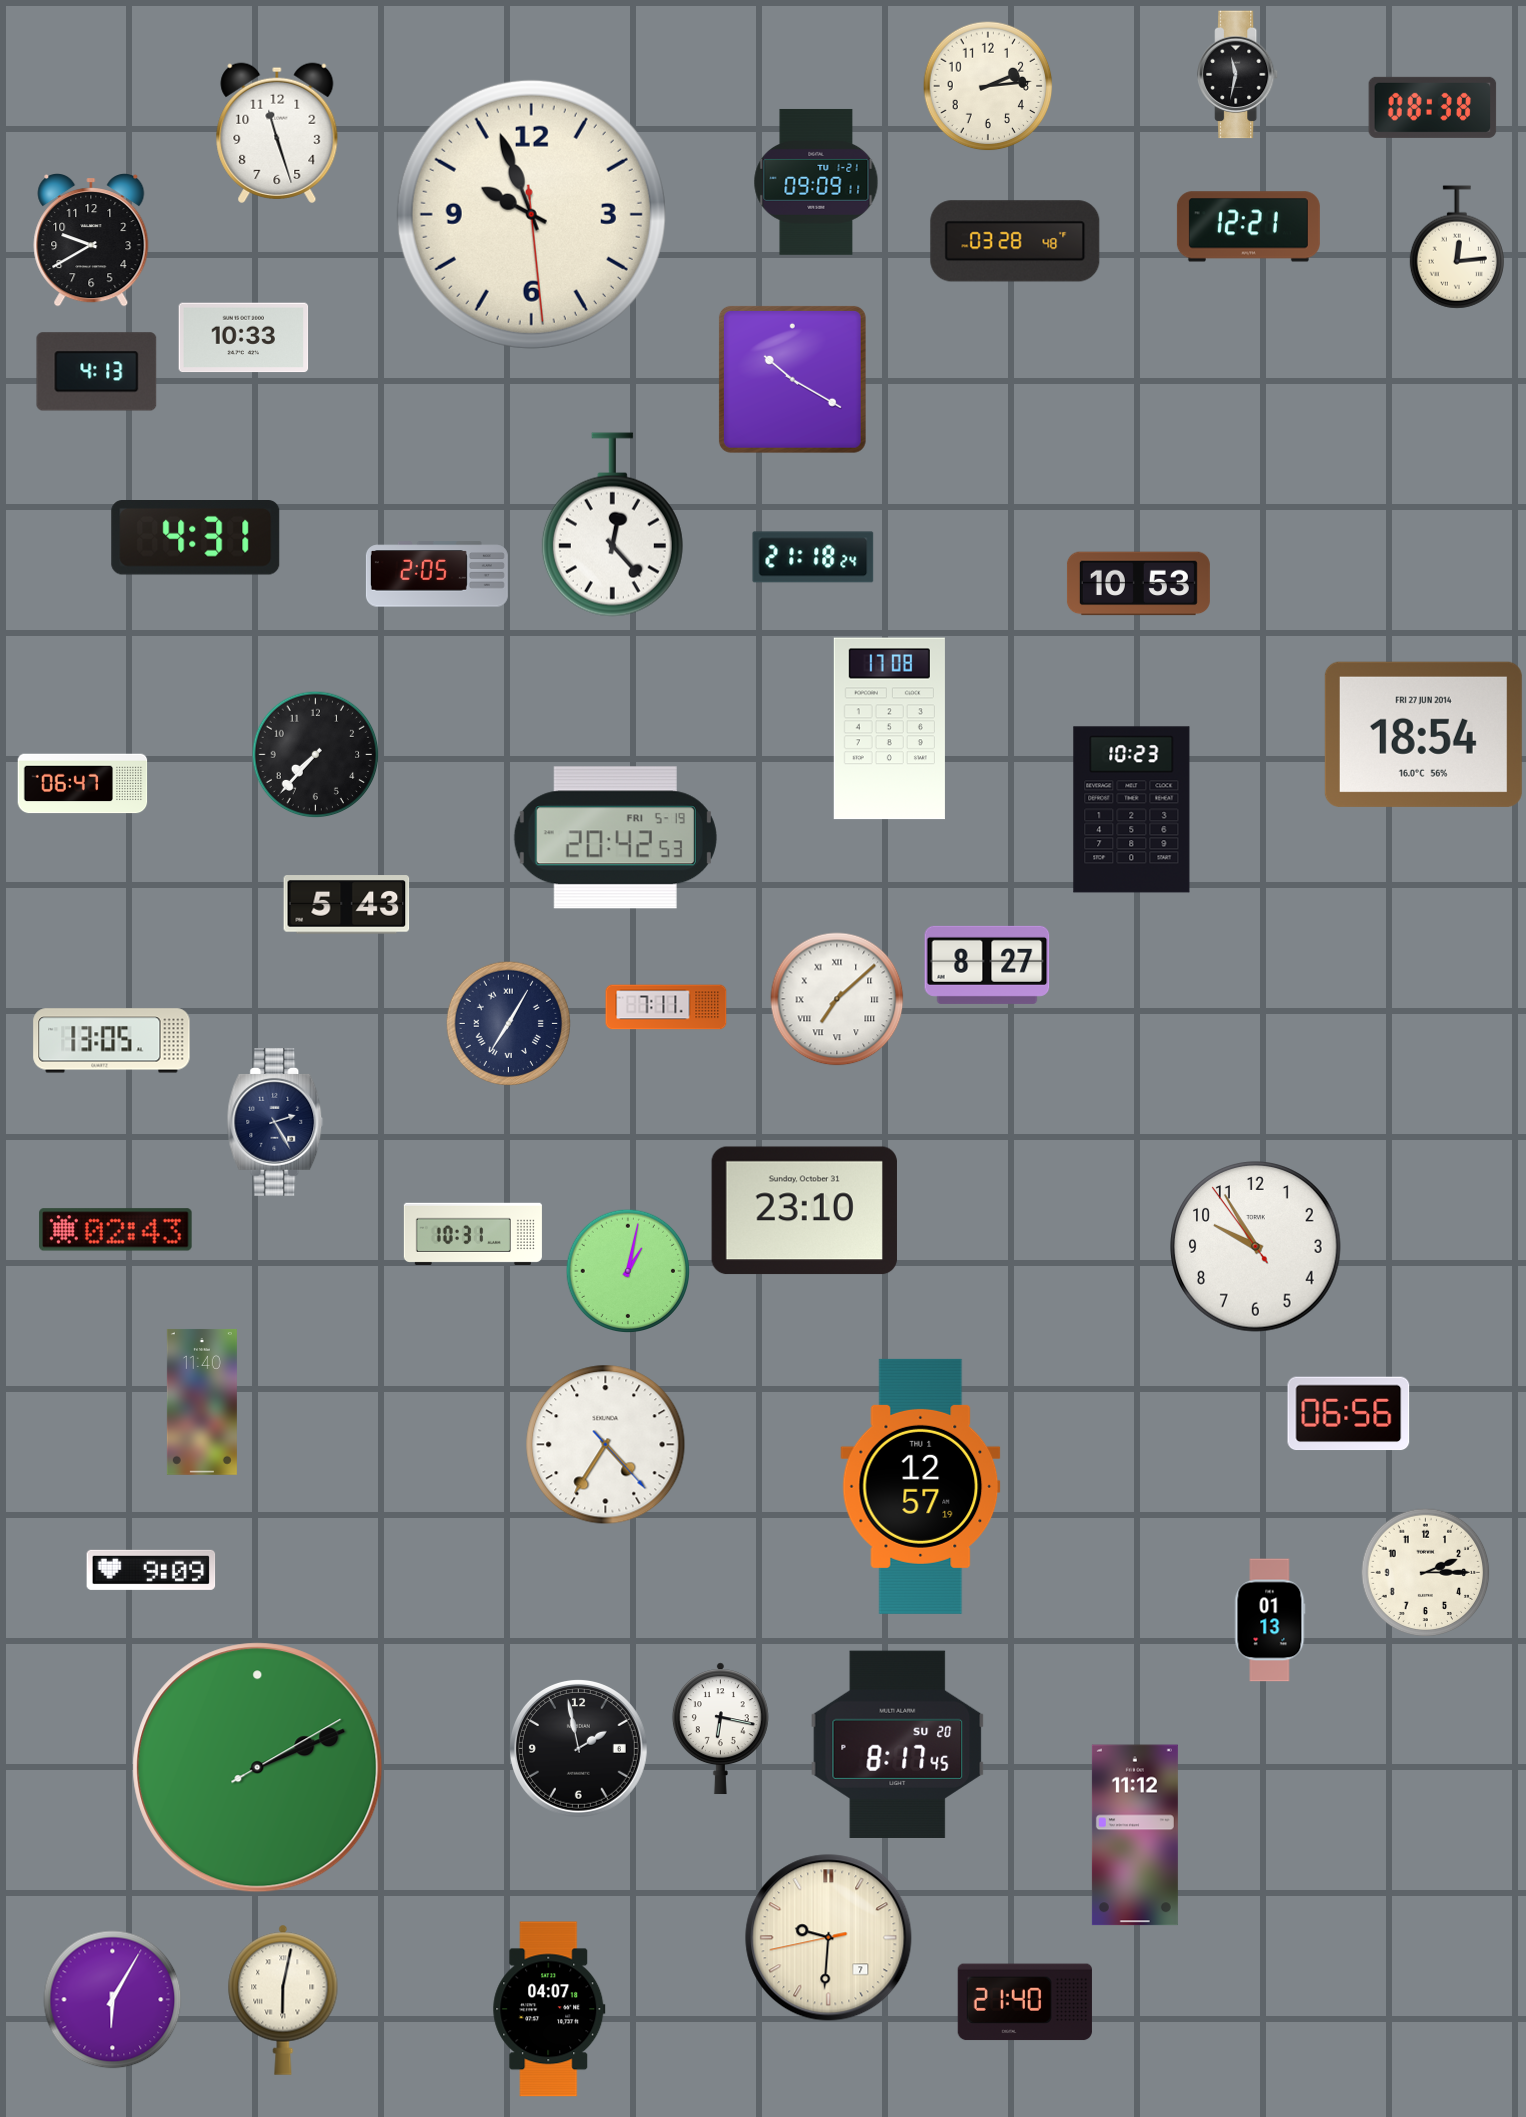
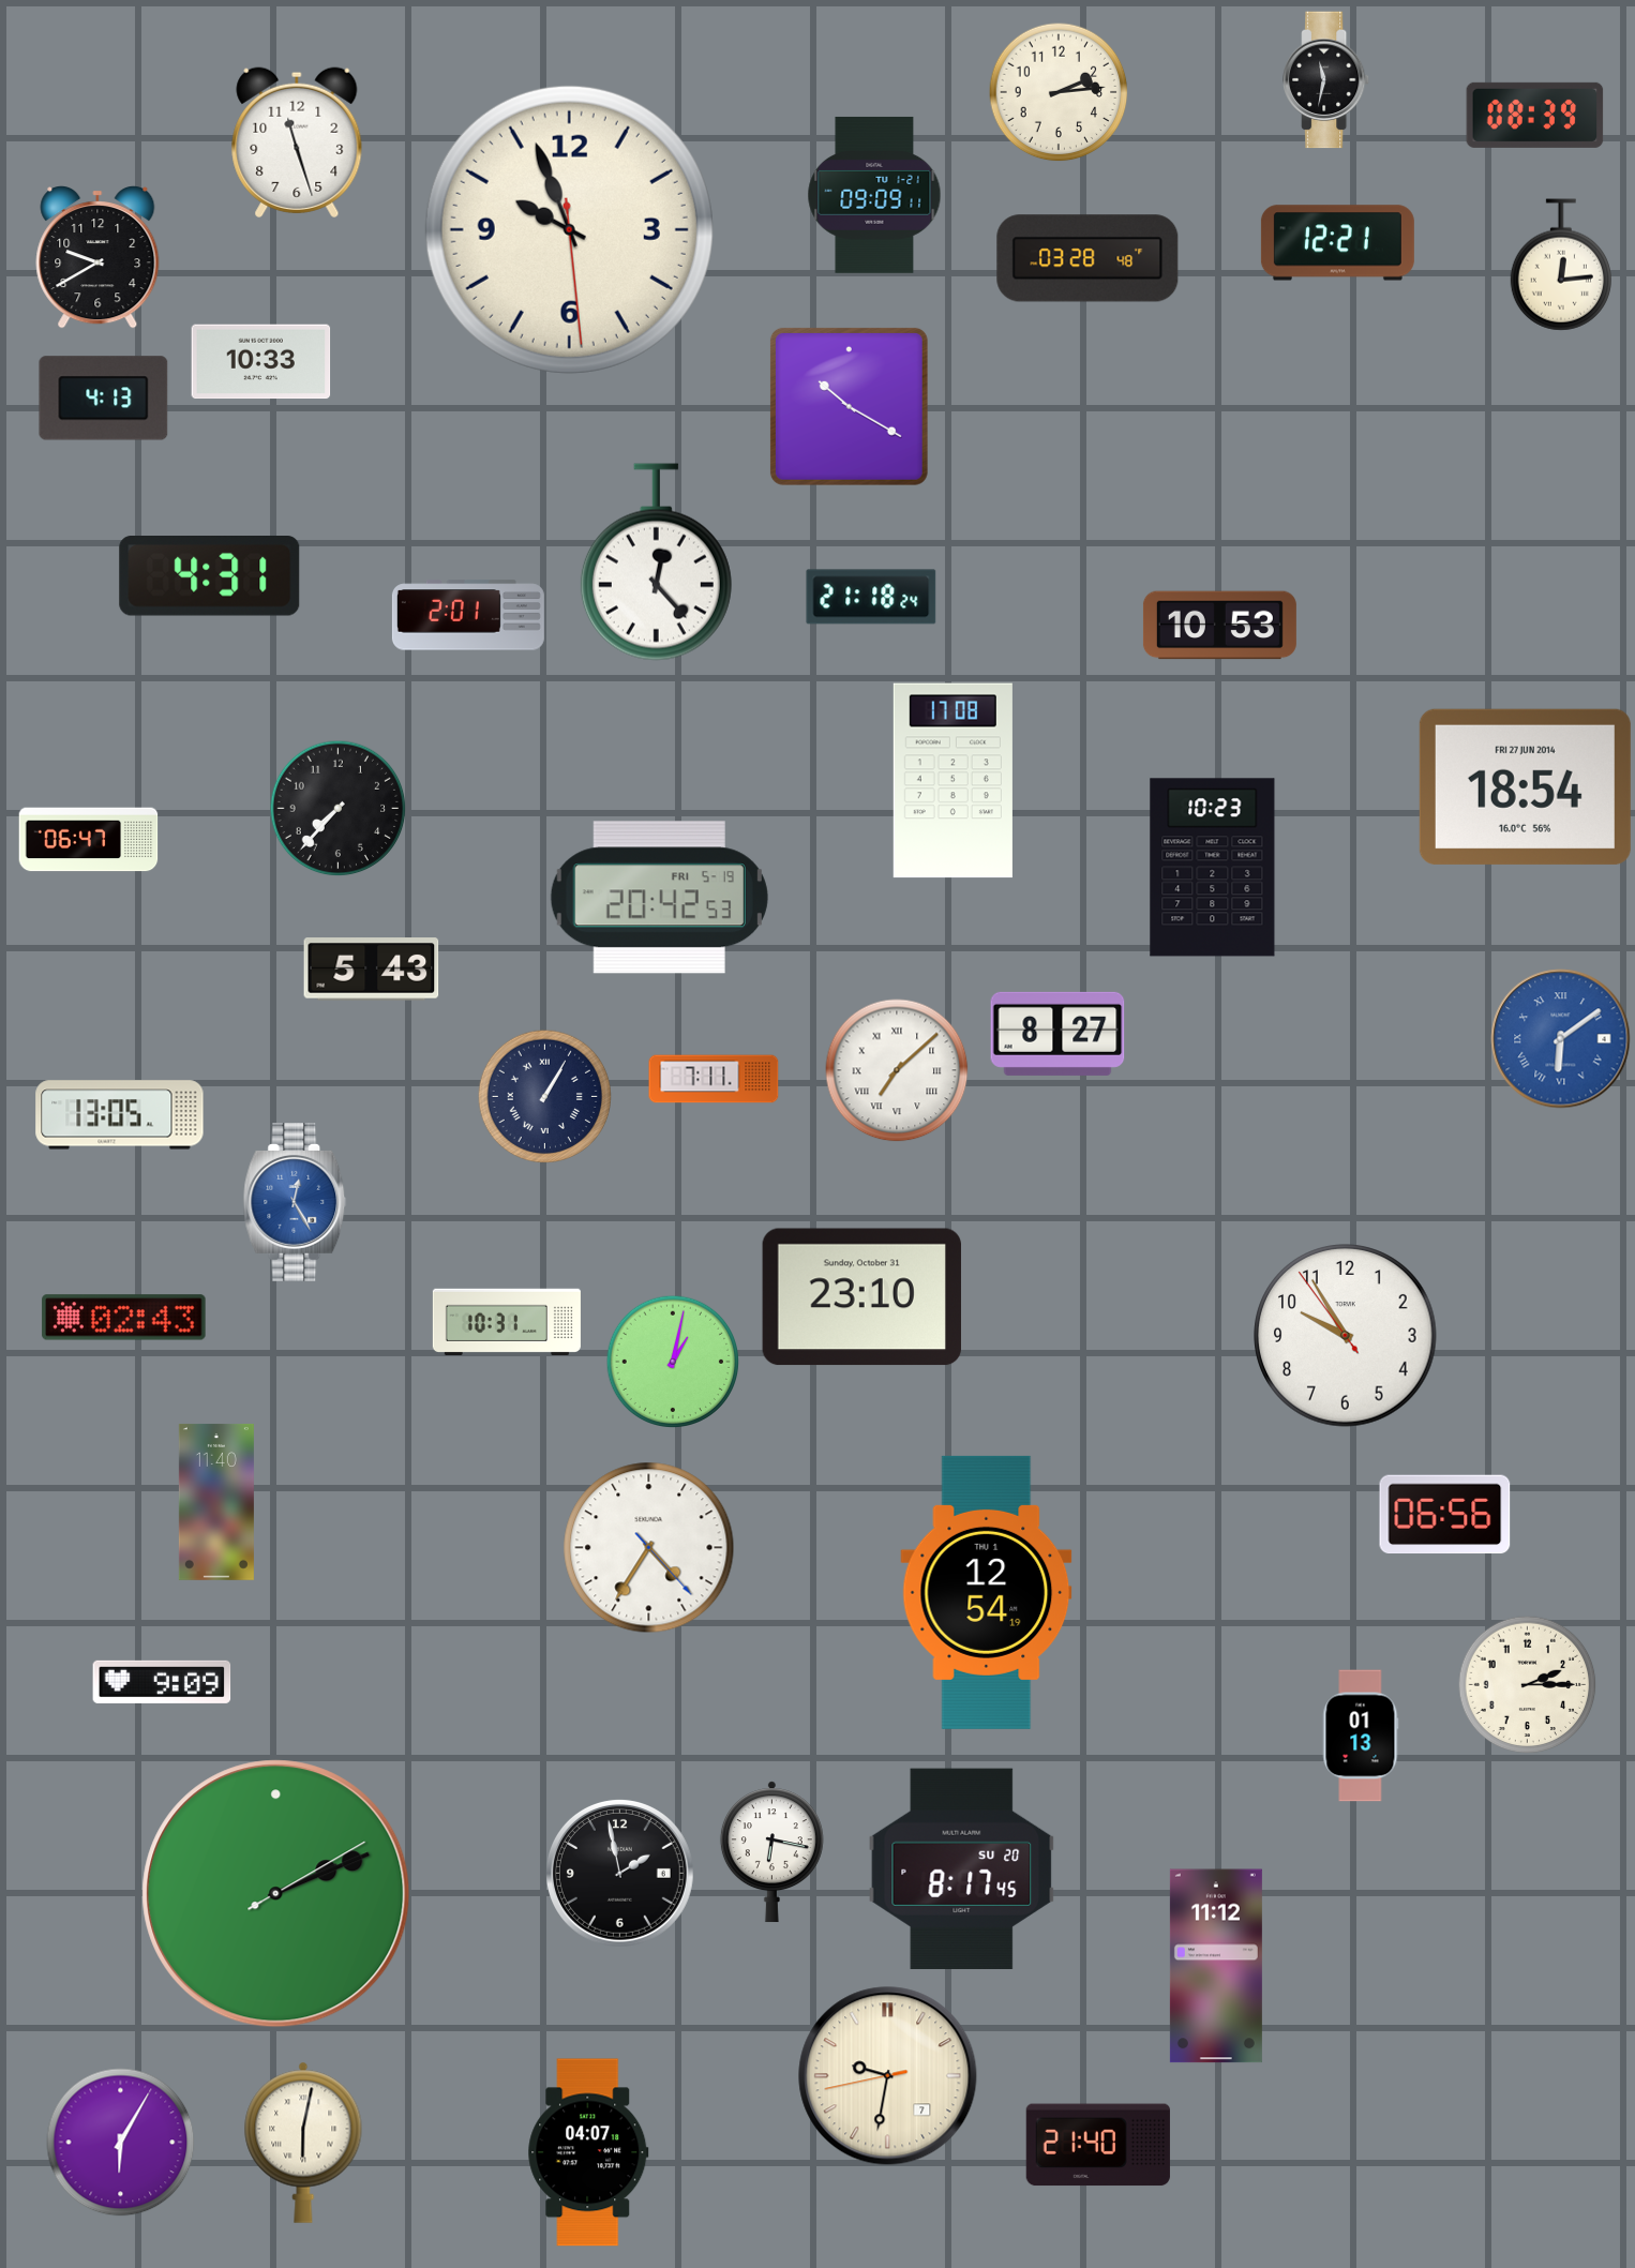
clock at (1433, 107): 08:38 -> 08:39
clock at (437, 574): 2:05 -> 2:01
clock at (1561, 1039): none -> 6:09
clock at (508, 1023): 7:05 -> 1:05
clock at (275, 1123): 2:25 -> 12:25
clock at (275, 1123) dial: navy -> blue
clock at (921, 1486): 12:57 -> 12:54
clock at (829, 1938): 9:30 -> 9:31
